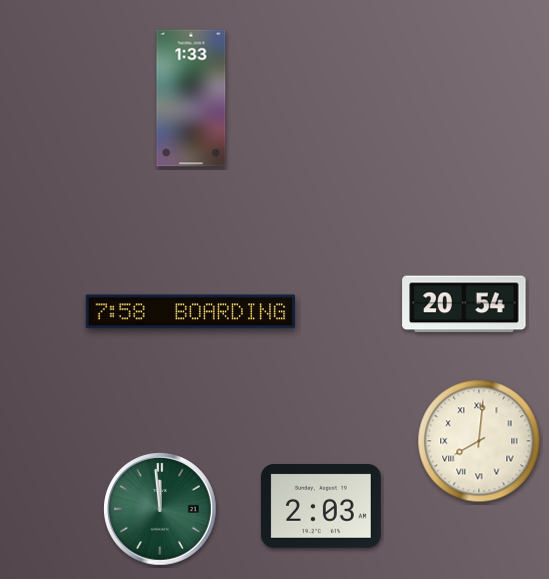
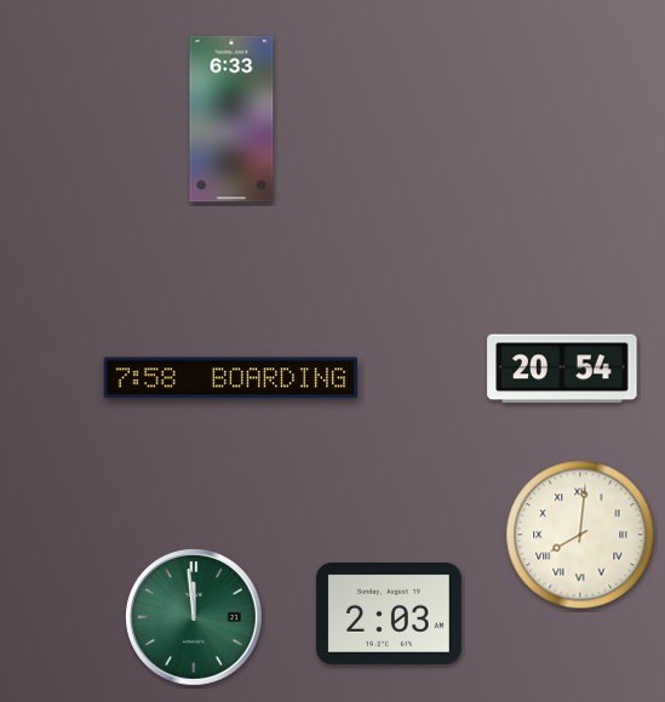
clock at (191, 98): 1:33 -> 6:33
